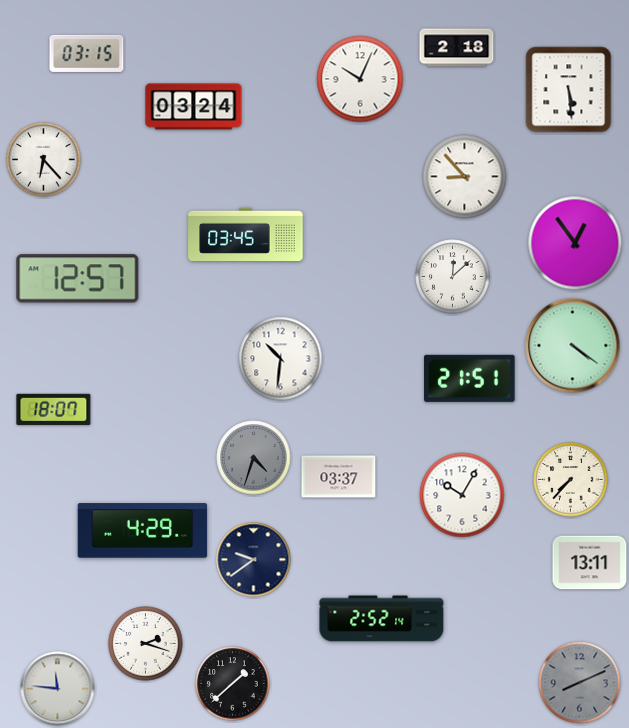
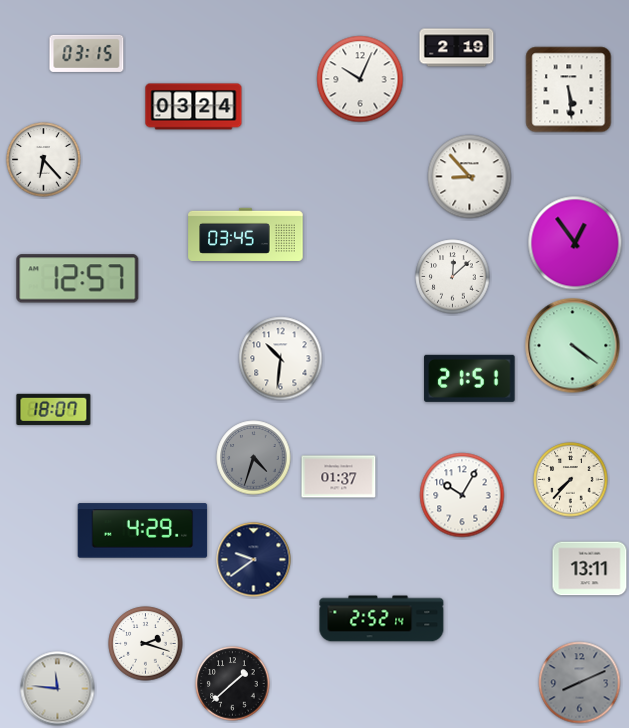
clock at (457, 48): 2:18 -> 2:19
clock at (465, 177) position: (465, 177) -> (470, 177)
clock at (339, 477): 03:37 -> 01:37
clock at (590, 563) position: (590, 563) -> (590, 569)
